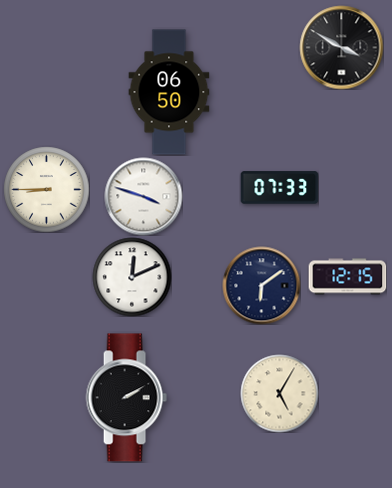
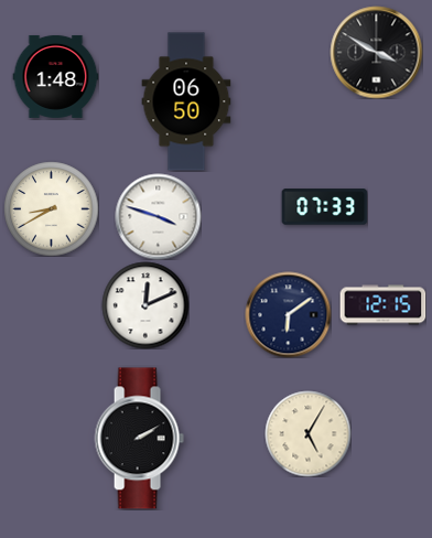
clock at (55, 76): none -> 1:48
clock at (279, 188) position: (279, 188) -> (324, 207)
clock at (46, 189): 8:45 -> 8:40
